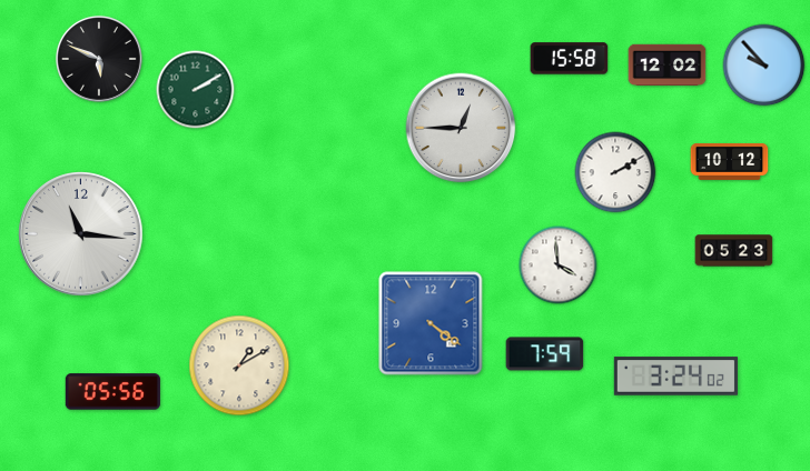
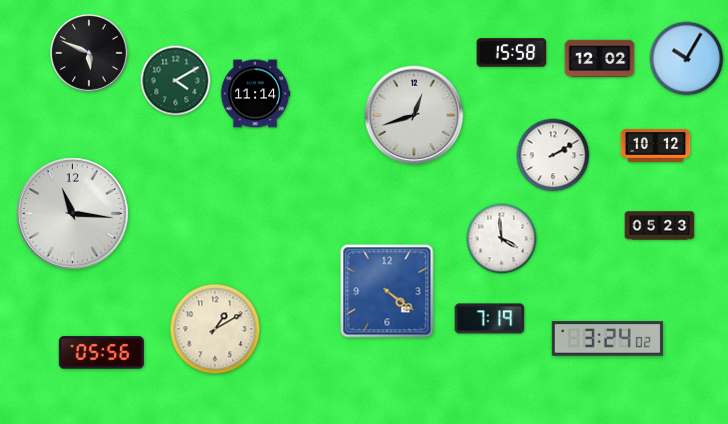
clock at (764, 66): 9:53 -> 10:05
clock at (196, 90): 2:10 -> 4:10
clock at (255, 94): none -> 11:14
clock at (461, 128): 12:45 -> 12:42
clock at (81, 234) position: (81, 234) -> (73, 214)
clock at (545, 354): 7:59 -> 7:19
